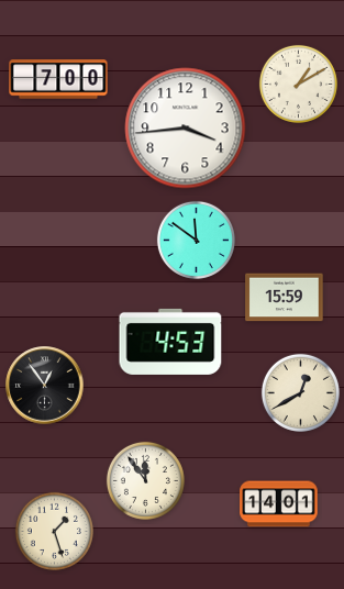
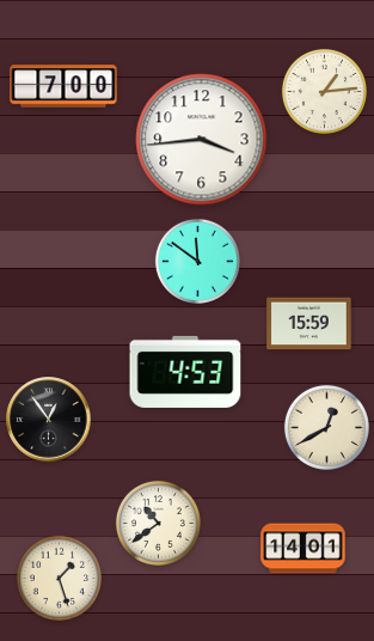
clock at (298, 84): 1:10 -> 1:14
clock at (196, 240) position: (196, 240) -> (197, 261)
clock at (145, 480): 11:54 -> 10:39
